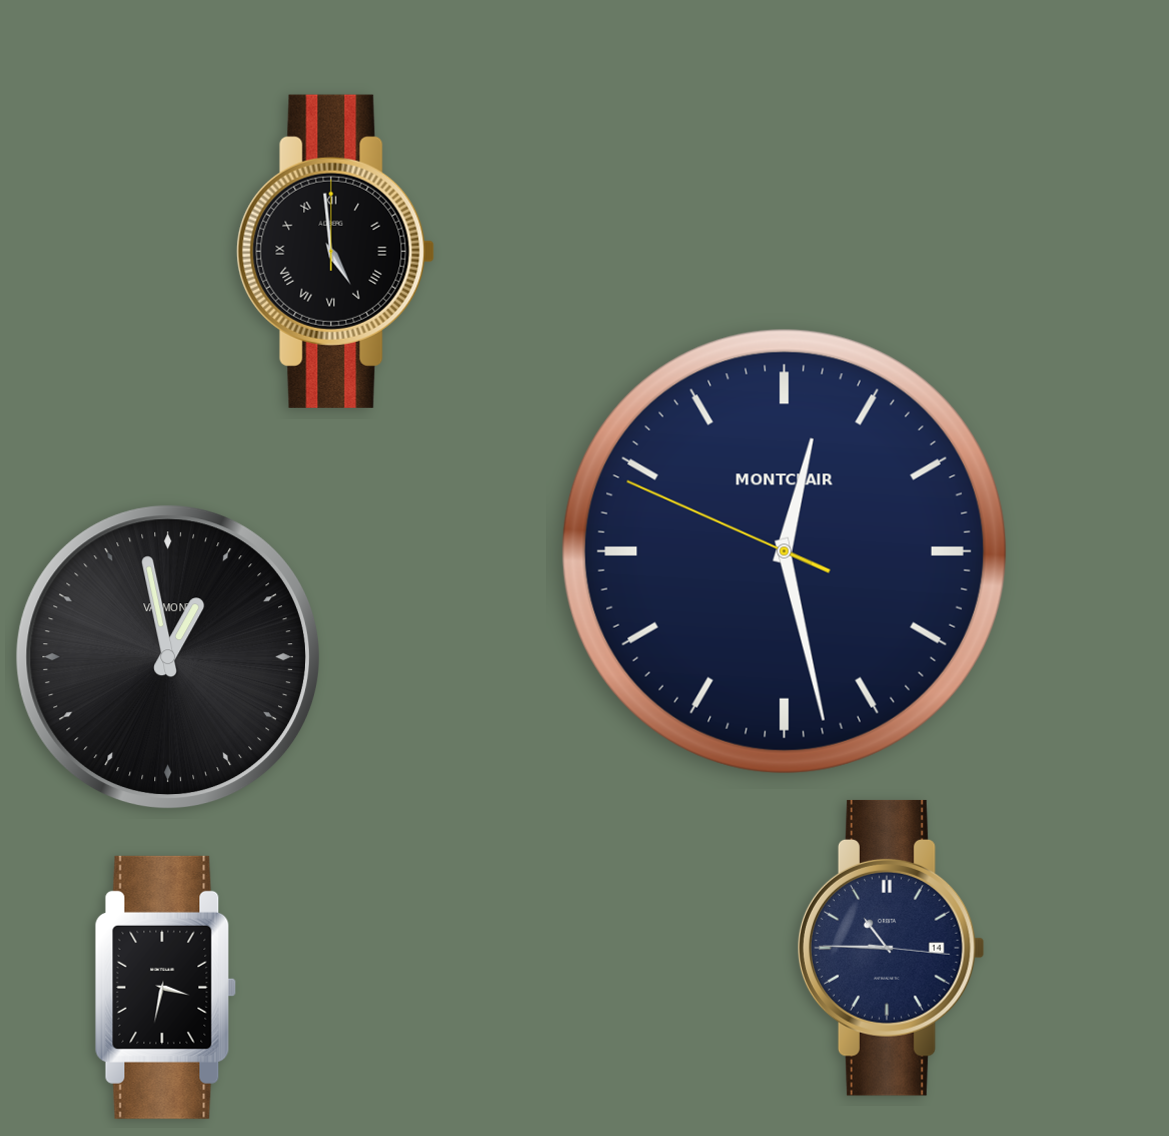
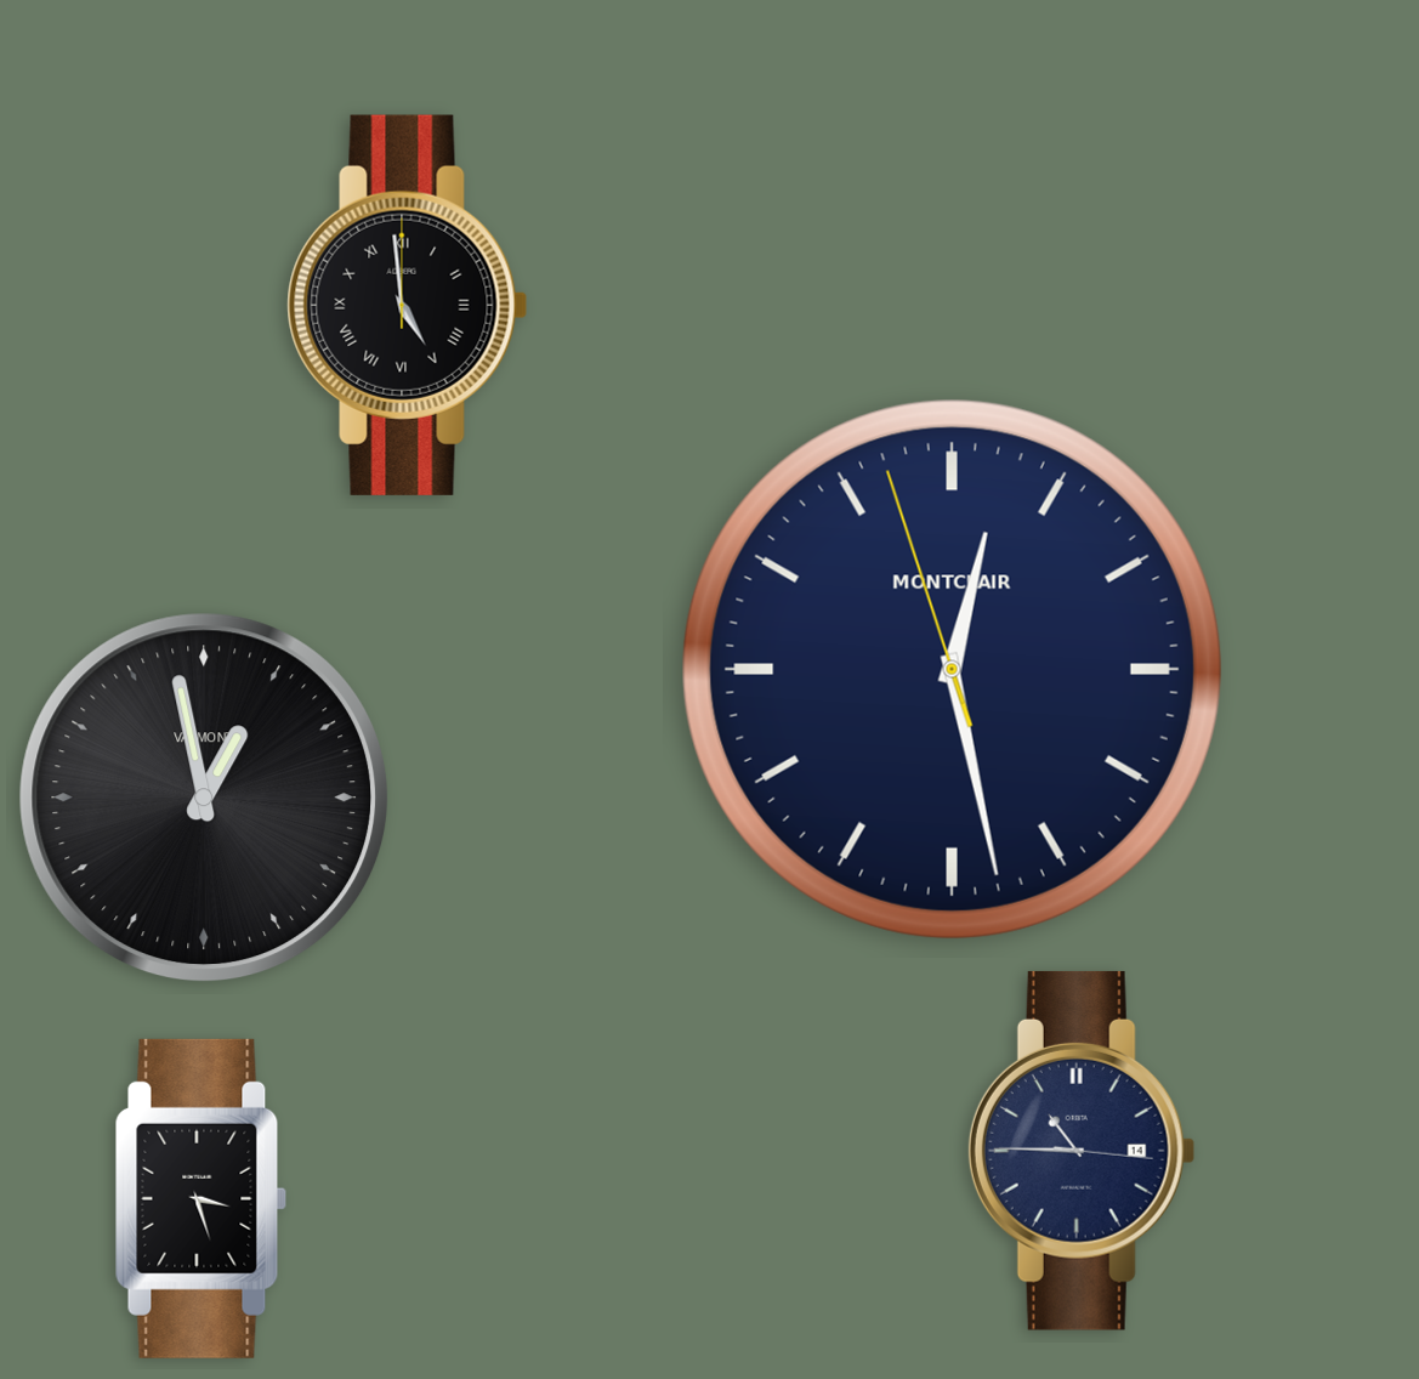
clock at (784, 551): 12:27:49 -> 12:27:57
clock at (165, 987): 3:32 -> 3:27
